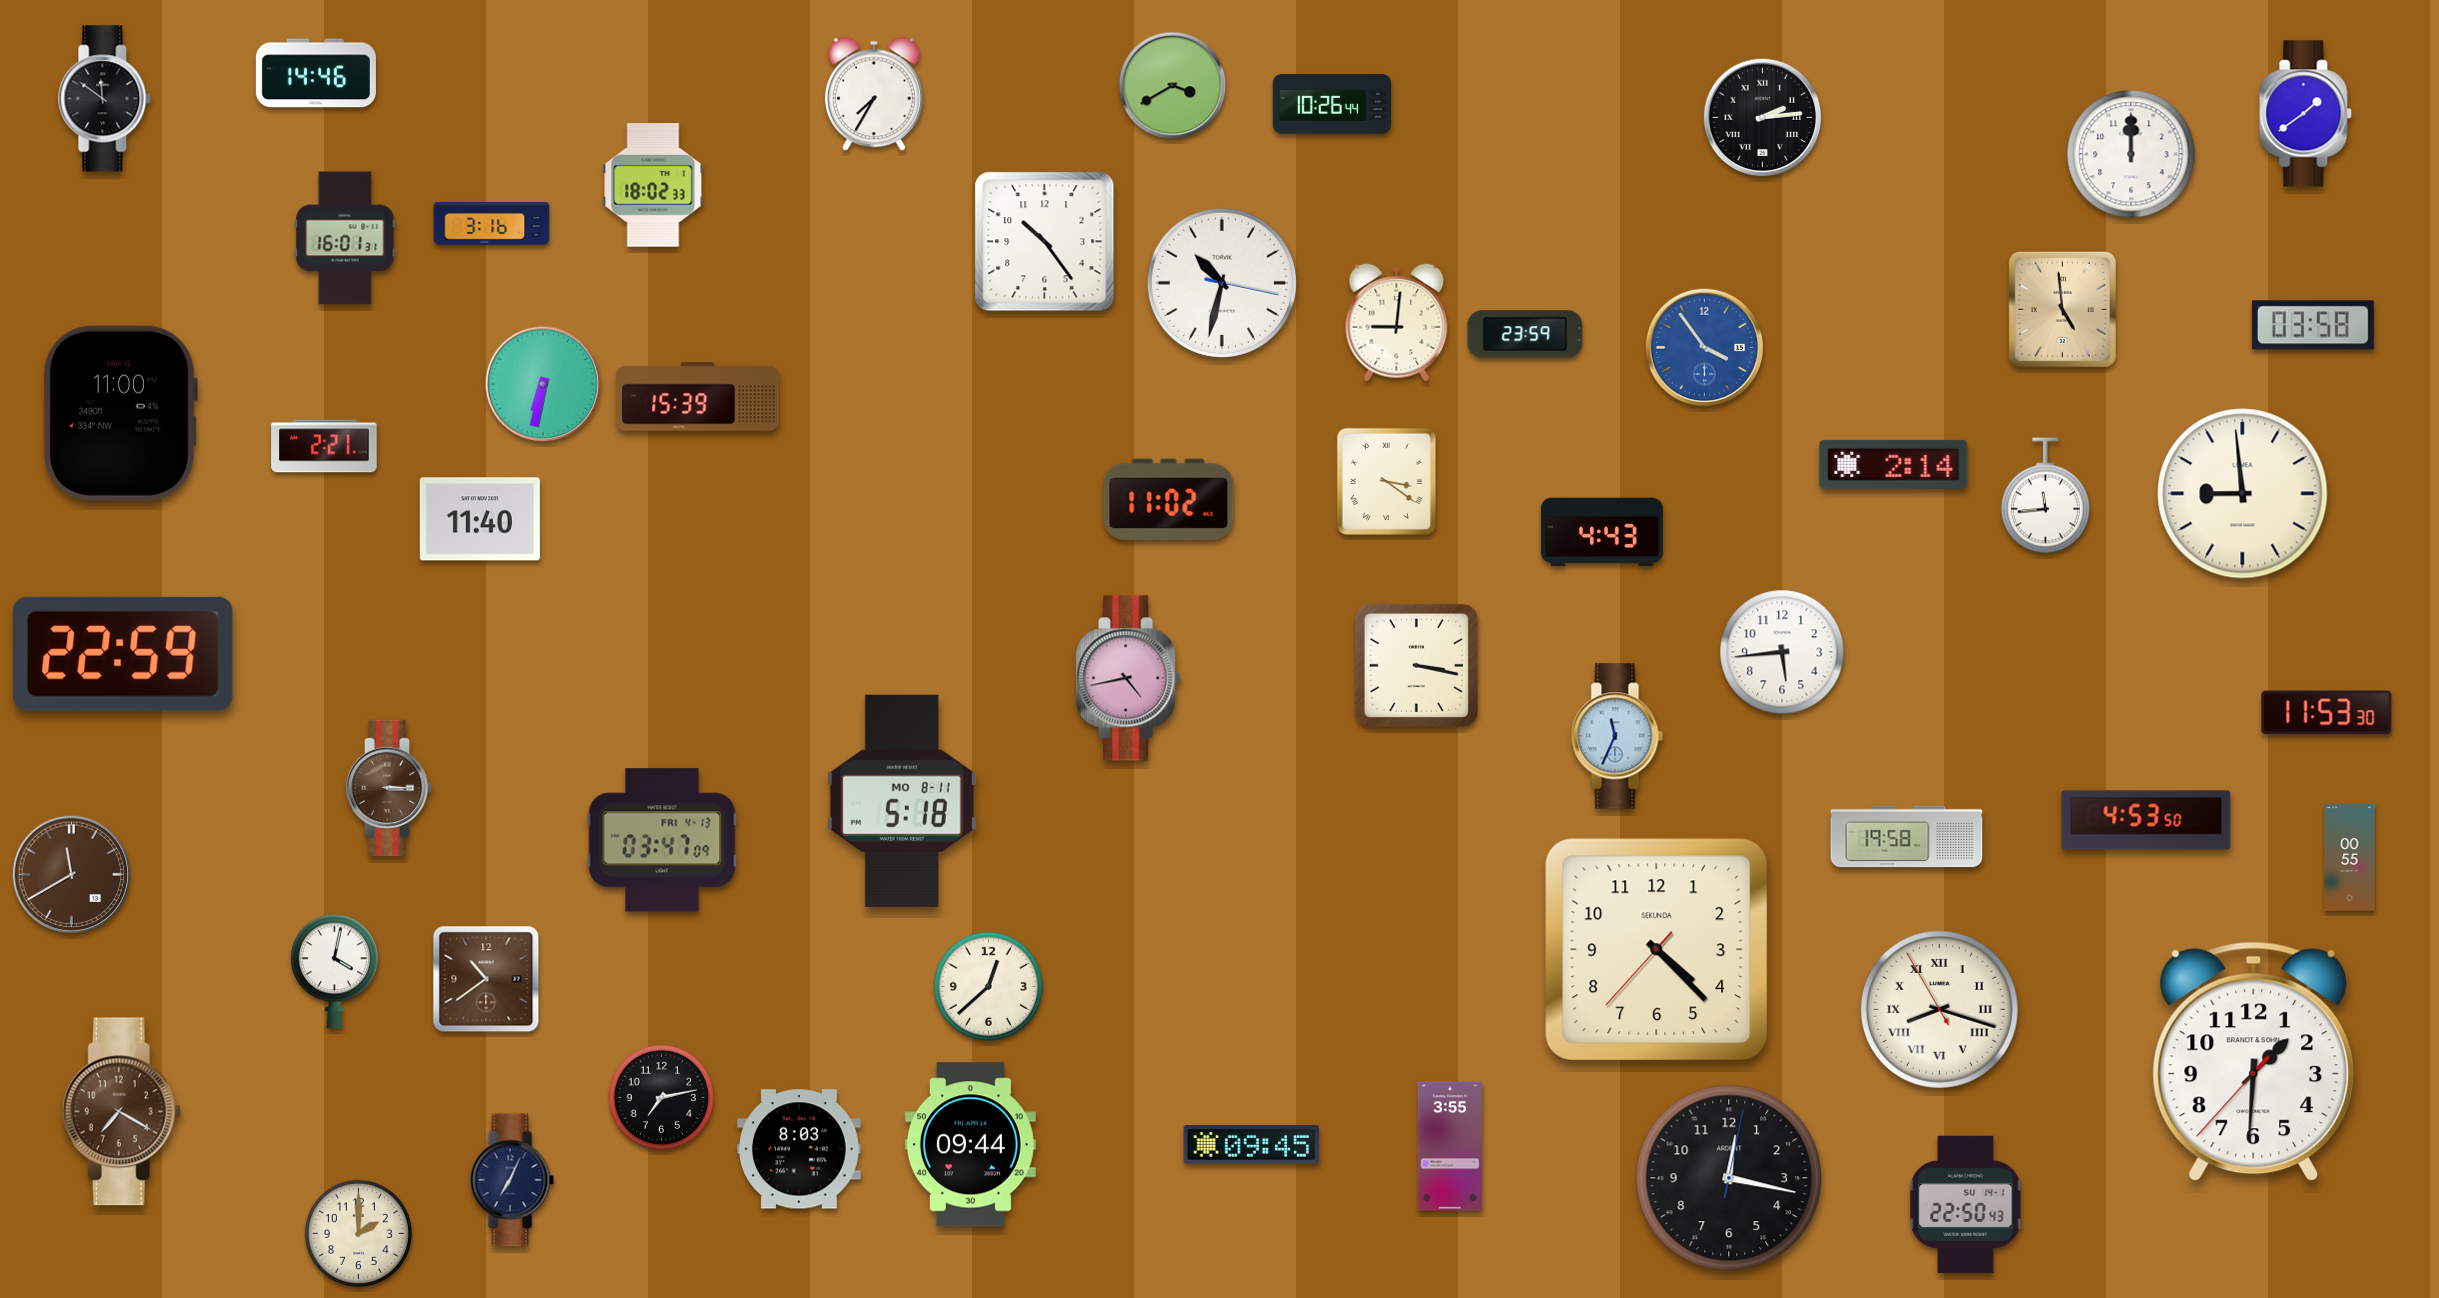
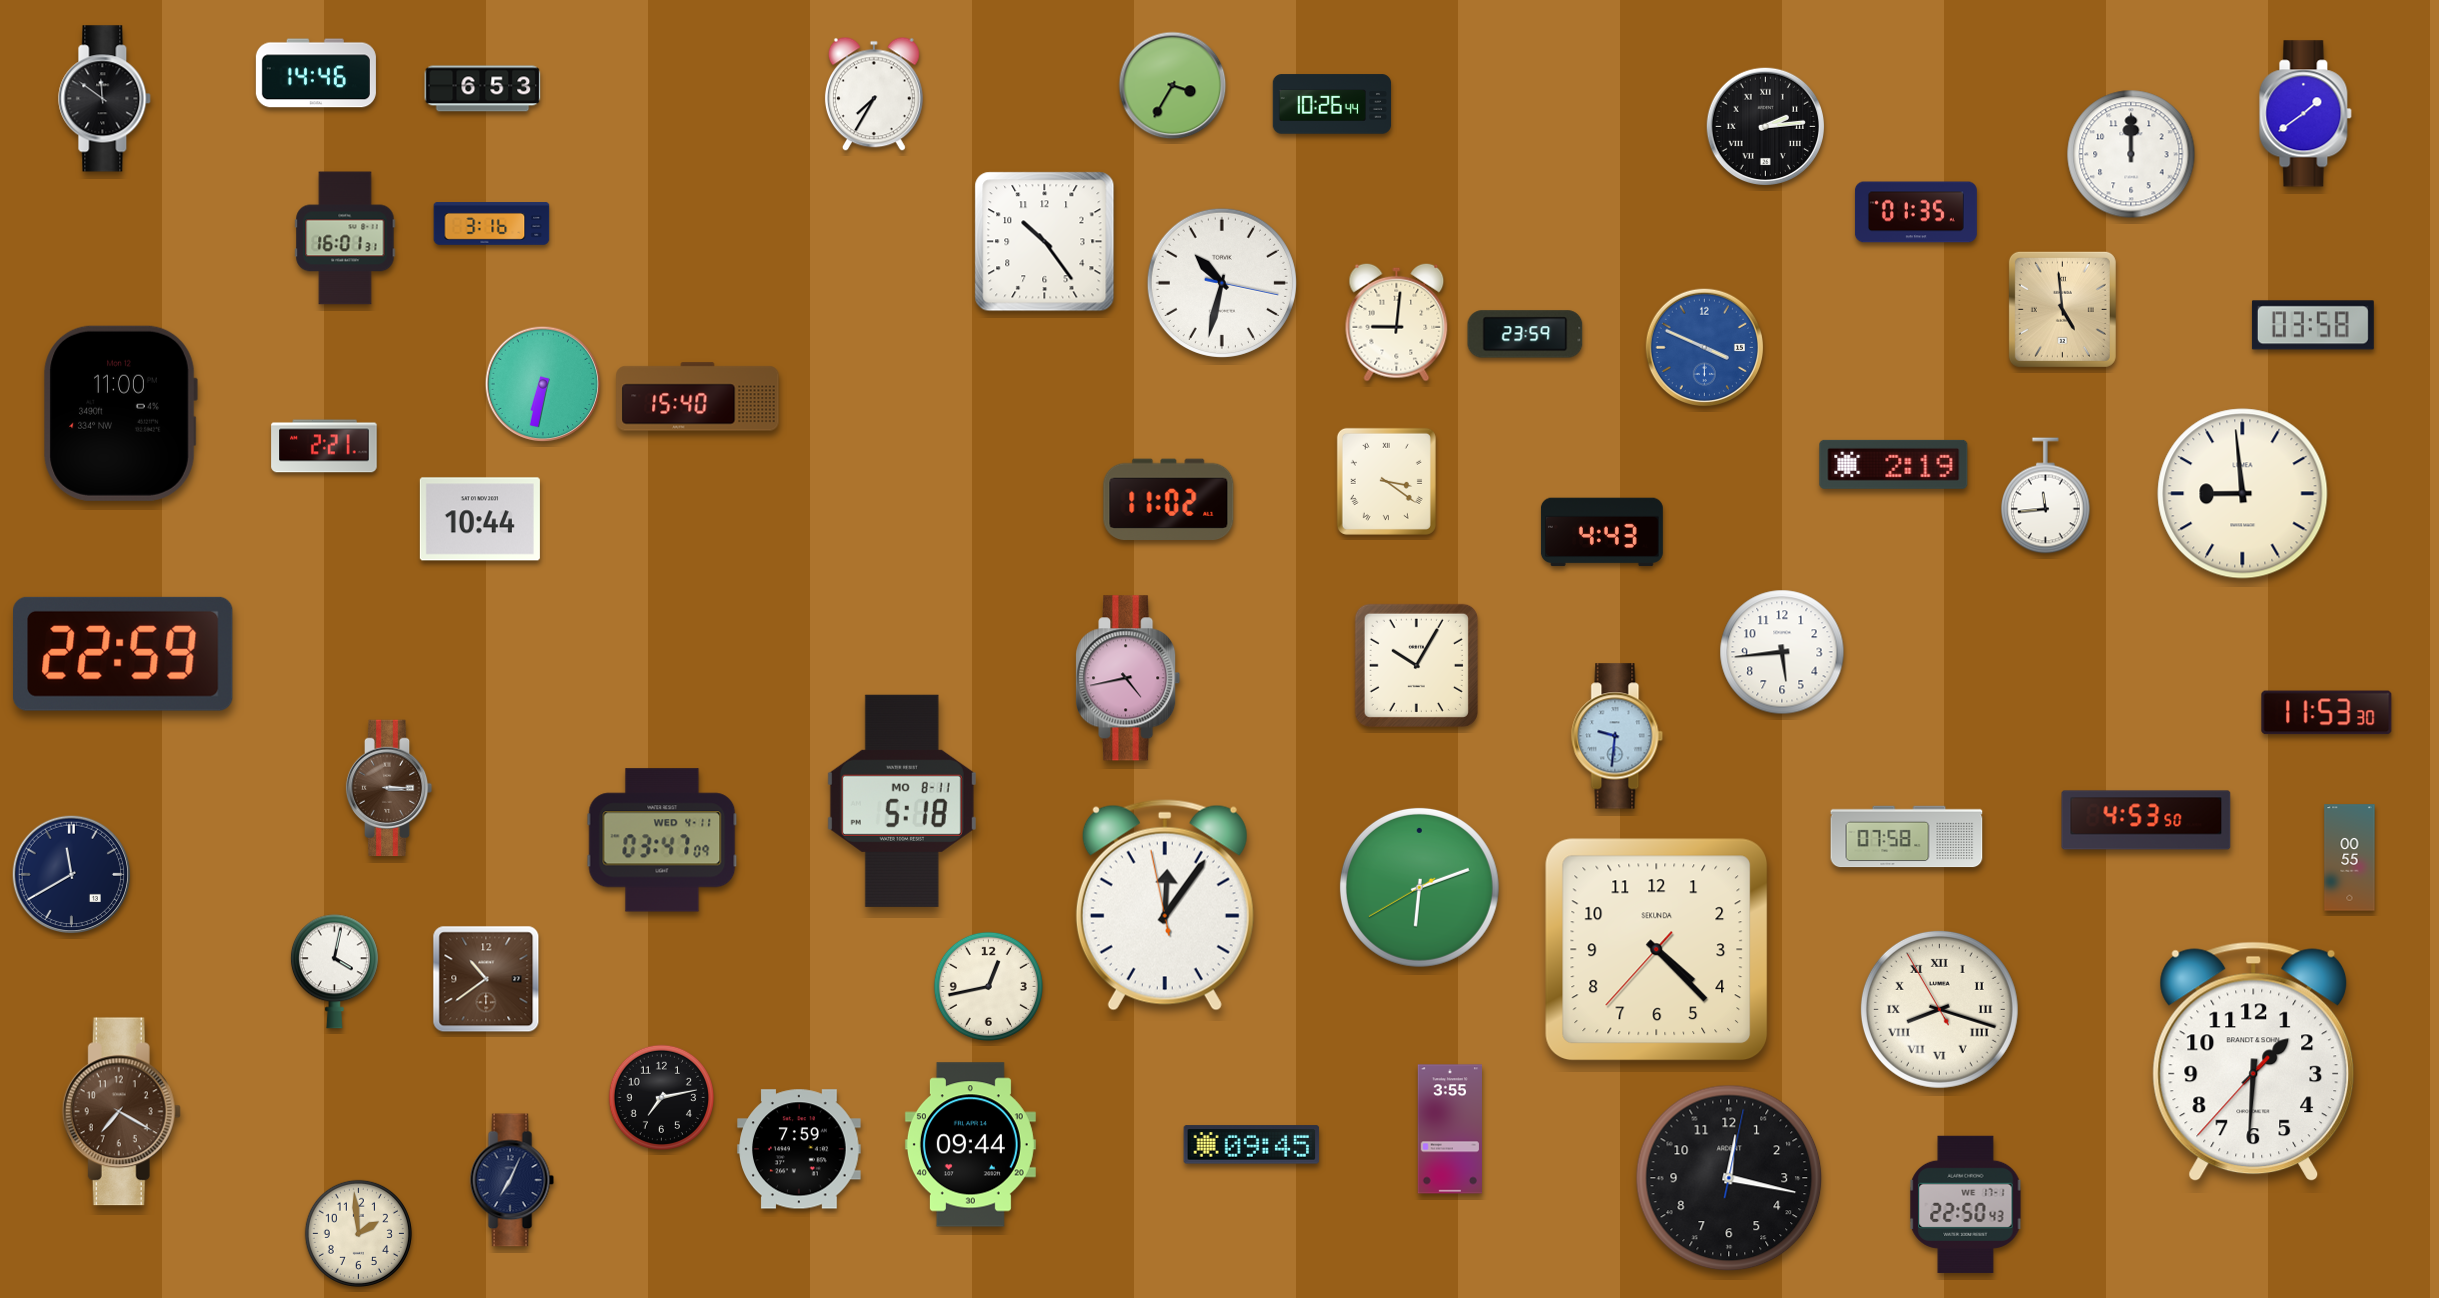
clock at (1173, 86): 3:40 -> 3:35
clock at (483, 89): none -> 6:53
clock at (1763, 118) position: (1763, 118) -> (1766, 127)
clock at (653, 185): 18:02 -> none
clock at (1916, 212): none -> 01:35
clock at (1705, 348): 3:54 -> 3:49
clock at (698, 397): 15:39 -> 15:40
clock at (1894, 464): 2:14 -> 2:19
clock at (480, 519): 11:40 -> 10:44
clock at (1416, 665): 3:17 -> 10:05
clock at (1617, 736): 11:34 -> 9:31
clock at (1907, 837): 19:58 -> 07:58
clock at (662, 840) date: FRI 4-13 -> WED 4-11
clock at (72, 875) dial: brown -> navy
clock at (1419, 887): none -> 6:11
clock at (1165, 905): none -> 12:05
clock at (988, 986): 12:38 -> 12:43
clock at (1449, 1146) position: (1449, 1146) -> (1449, 1129)
clock at (799, 1149): 8:03 -> 7:59
clock at (1966, 1204) date: SU 14-1 -> WE 17-1
clock at (358, 1233): 2:00 -> 1:59
